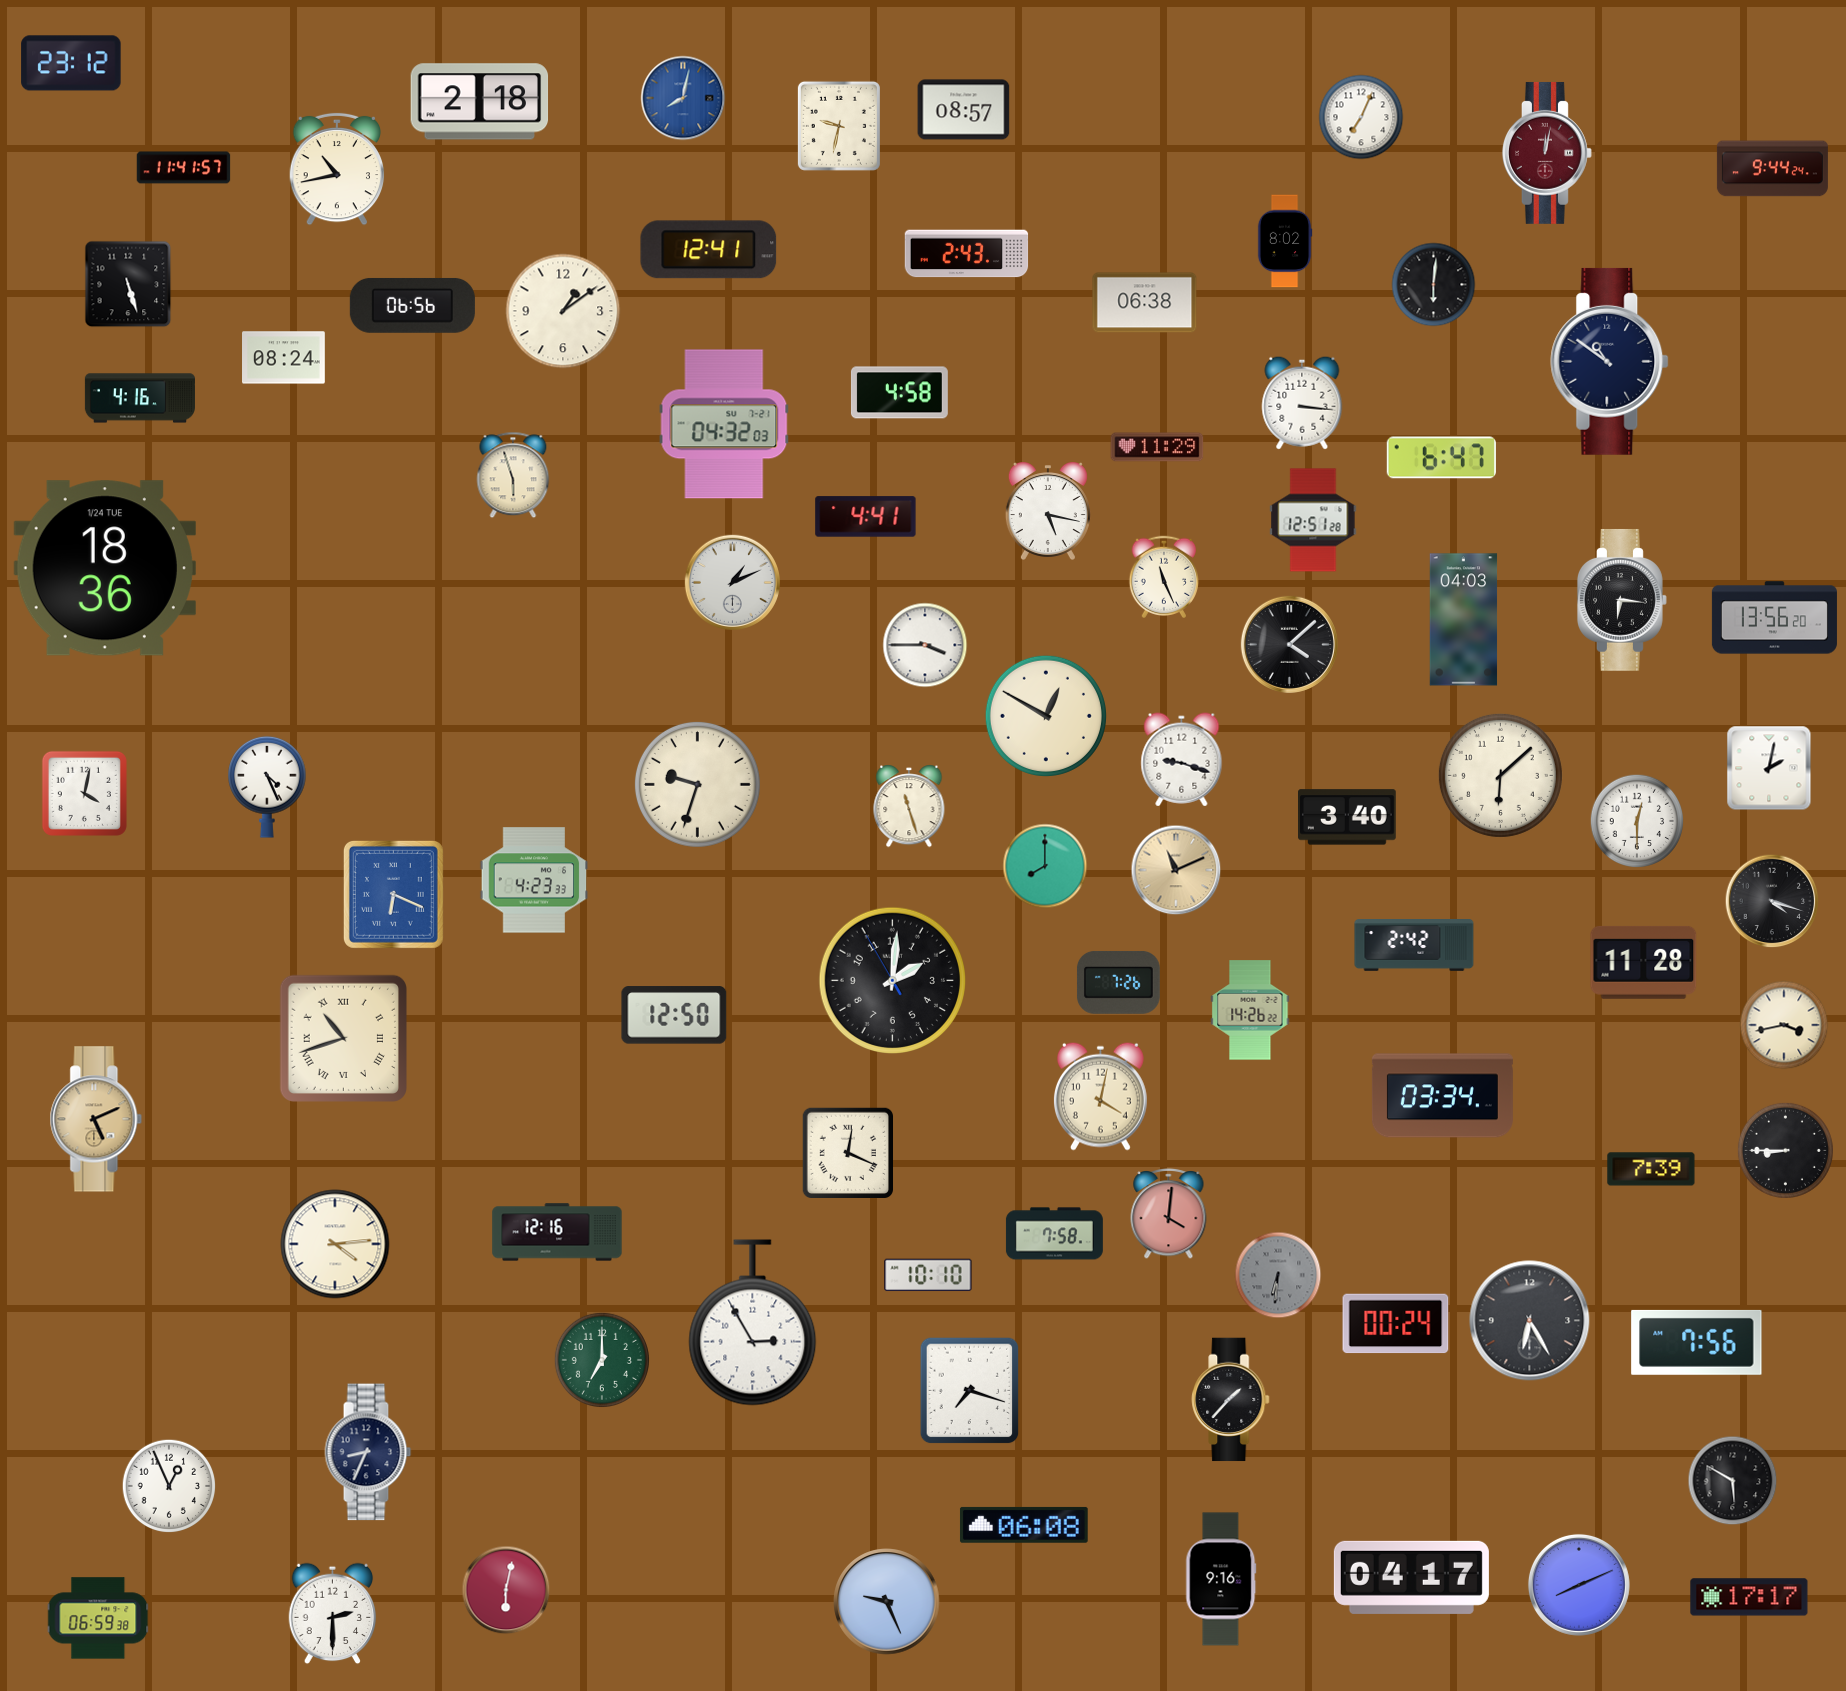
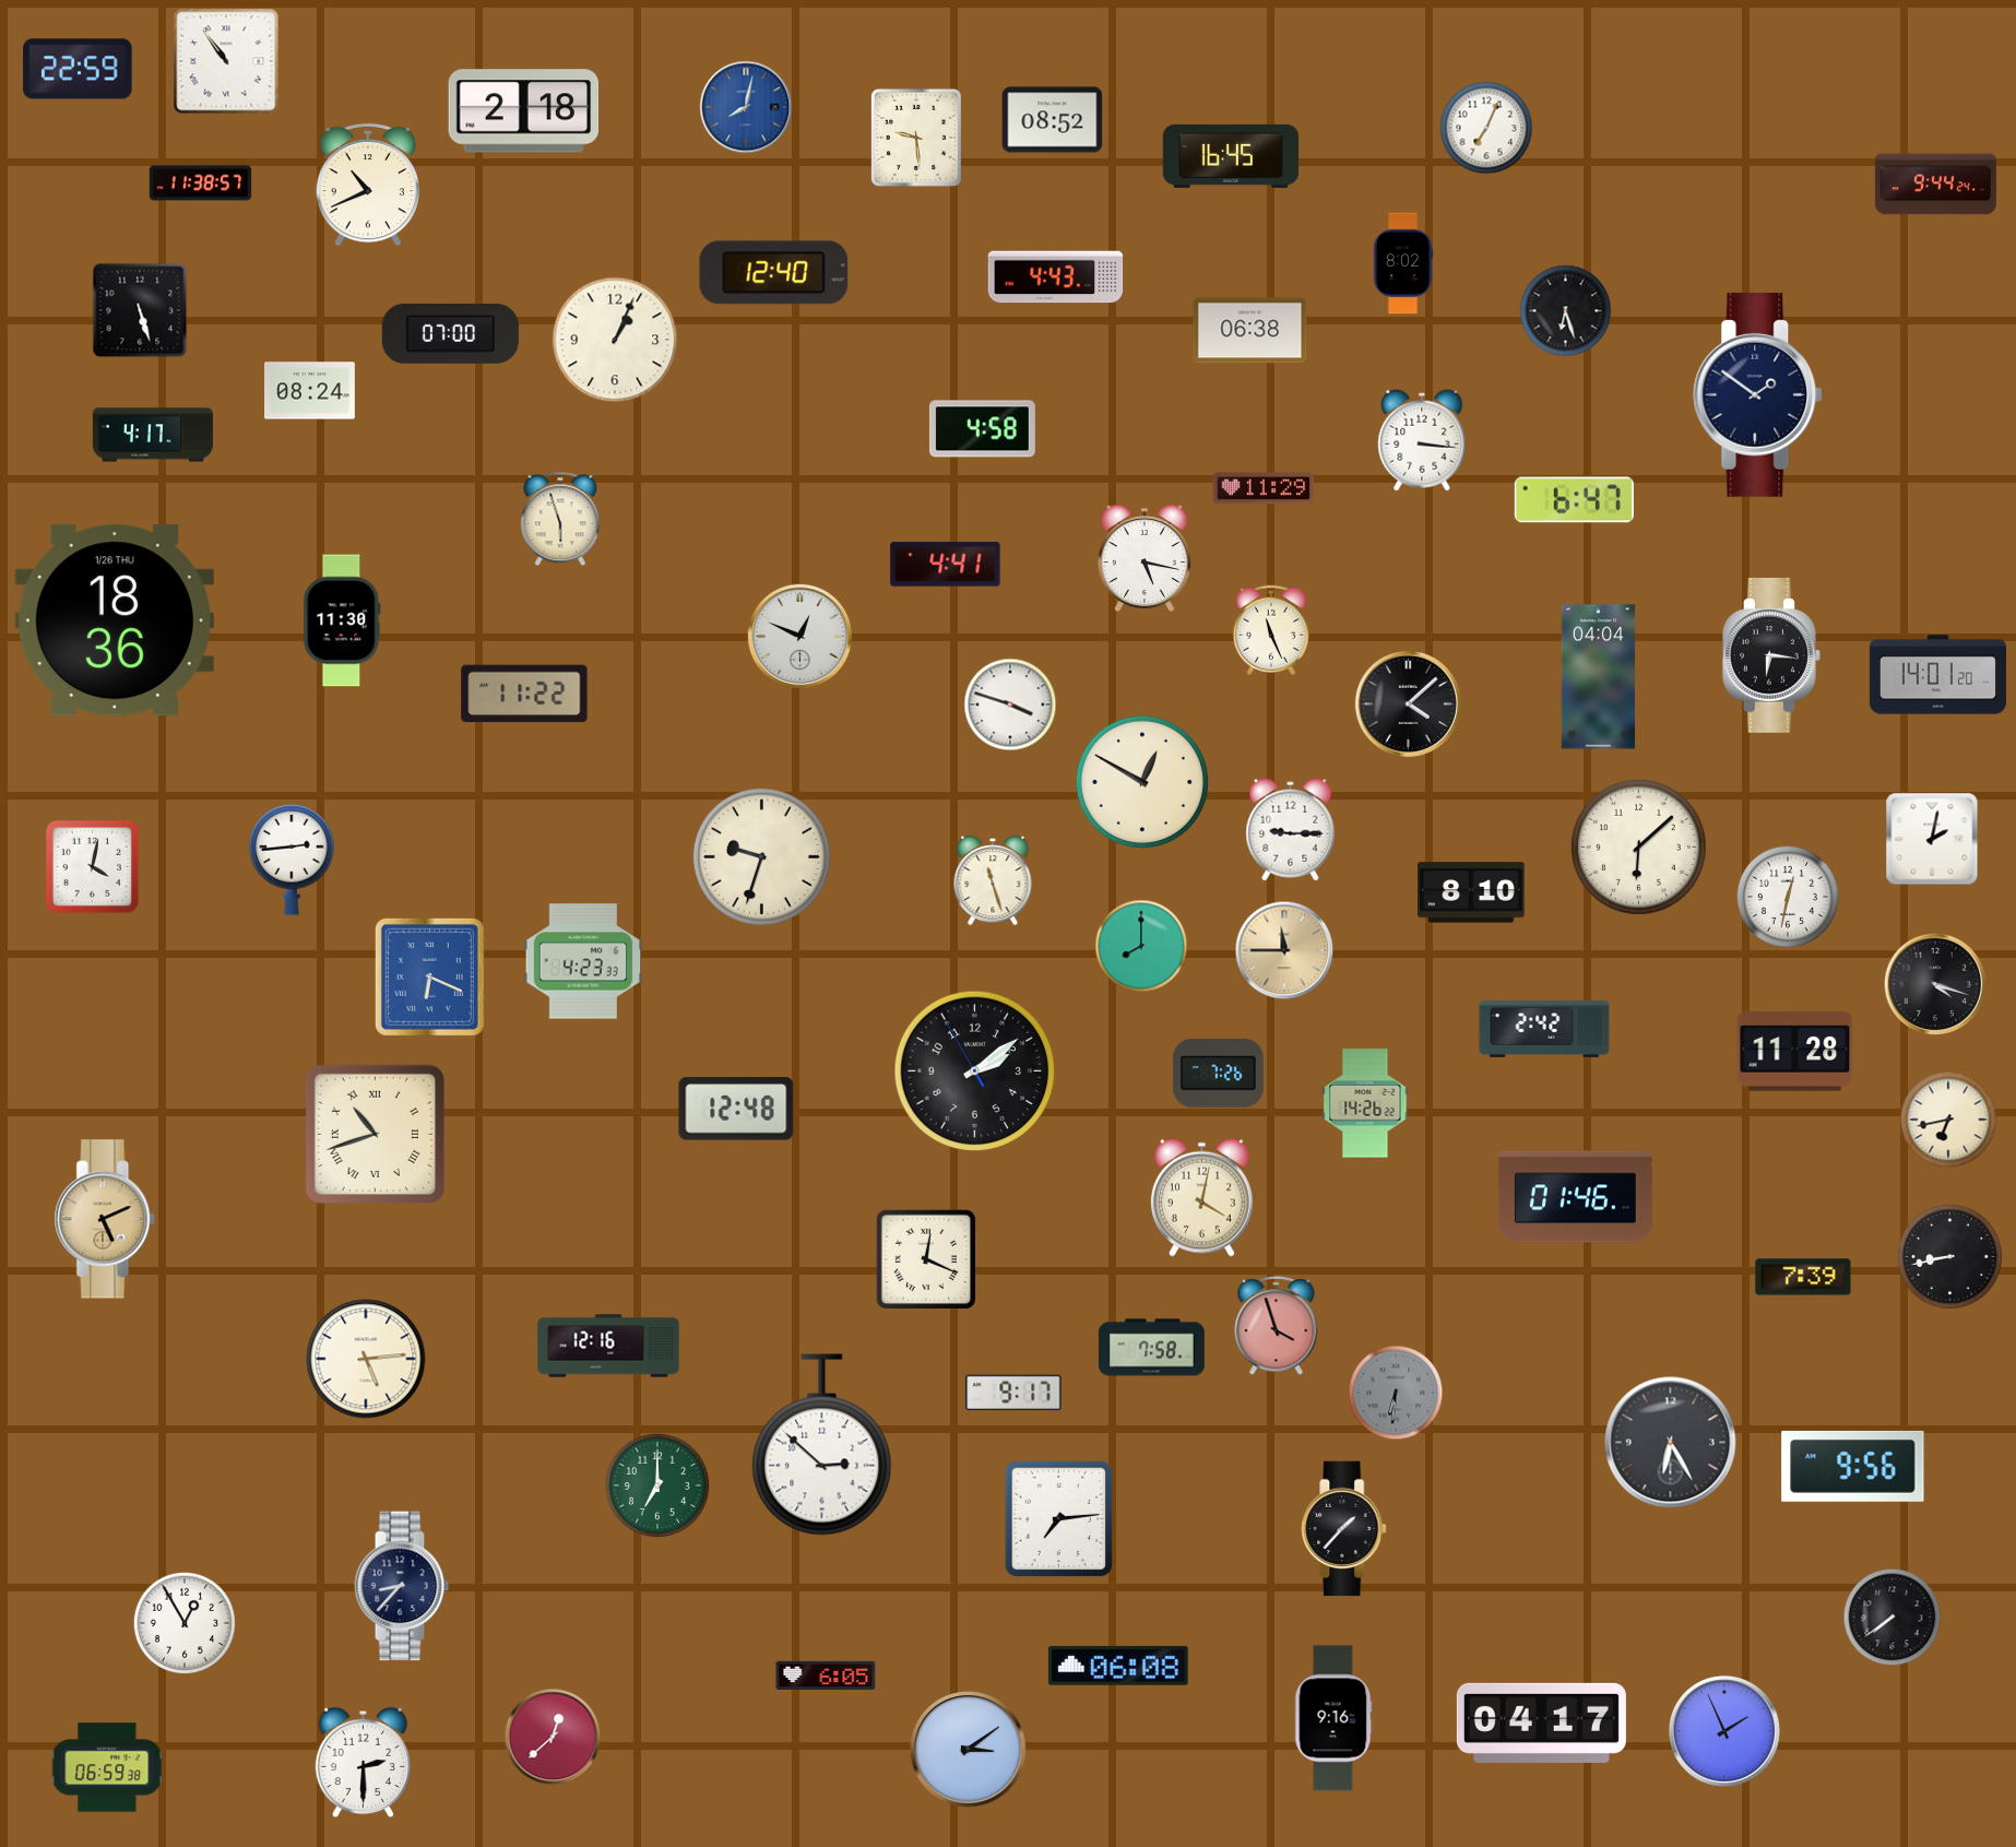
clock at (226, 61): none -> 10:54
clock at (71, 63): 23:12 -> 22:59
clock at (964, 110): 08:57 -> 08:52
clock at (839, 126): 9:32 -> 9:29
clock at (1230, 156): none -> 16:45
clock at (1547, 153): 12:02 -> none
clock at (184, 168): 11:41 -> 11:38
clock at (337, 169): 10:43 -> 10:41
clock at (709, 250): 12:41 -> 12:40
clock at (967, 254): 2:43 -> 4:43
clock at (1434, 285): 6:01 -> 6:27
clock at (412, 305): 06:56 -> 07:00
clock at (563, 311): 1:09 -> 1:04
clock at (1610, 361): 10:51 -> 1:51
clock at (140, 398): 4:16 -> 4:17
clock at (724, 424): 04:32 -> none
clock at (1313, 520): 12:51 -> none
clock at (105, 568) date: 1/24 TUE -> 1/26 THU
clock at (342, 620): none -> 11:30
clock at (732, 582): 1:11 -> 12:49
clock at (1774, 618): 13:56 -> 14:01
clock at (1464, 620): 04:03 -> 04:04
clock at (524, 694): none -> 11:22
clock at (925, 645): 3:45 -> 3:48
clock at (1182, 760): 9:18 -> 9:15
clock at (267, 787): 4:26 -> 2:44
clock at (1348, 817): 3:40 -> 8:10
clock at (1637, 821): 12:30 -> 12:32
clock at (1176, 870): 11:11 -> 11:45
clock at (1414, 946) position: (1414, 946) -> (1544, 1030)
clock at (892, 980): 2:00 -> 2:08
clock at (1118, 982) position: (1118, 982) -> (1218, 1073)
clock at (674, 1015): 12:50 -> 12:48
clock at (1784, 1025): 3:43 -> 6:43
clock at (1442, 1096): 03:34 -> 01:46
clock at (96, 1119) position: (96, 1119) -> (105, 1219)
clock at (1785, 1150): 8:45 -> 8:43
clock at (1169, 1214): 4:01 -> 3:57
clock at (335, 1244): 4:14 -> 5:14
clock at (928, 1275): 10:10 -> 9:17
clock at (753, 1323): 2:55 -> 2:52
clock at (1396, 1324): 00:24 -> none
clock at (1697, 1342): 7:56 -> 9:56
clock at (970, 1391): 7:18 -> 7:14
clock at (368, 1452): 8:34 -> 8:37
clock at (1733, 1481): 5:50 -> 7:39
clock at (169, 1486): 12:56 -> 12:55
clock at (826, 1674): none -> 6:05
clock at (1221, 1579) position: (1221, 1579) -> (1333, 1718)
clock at (1579, 1585): 8:11 -> 1:56
clock at (506, 1590): 6:02 -> 12:38
clock at (1749, 1597): 17:17 -> none
clock at (887, 1602): 9:26 -> 3:09
